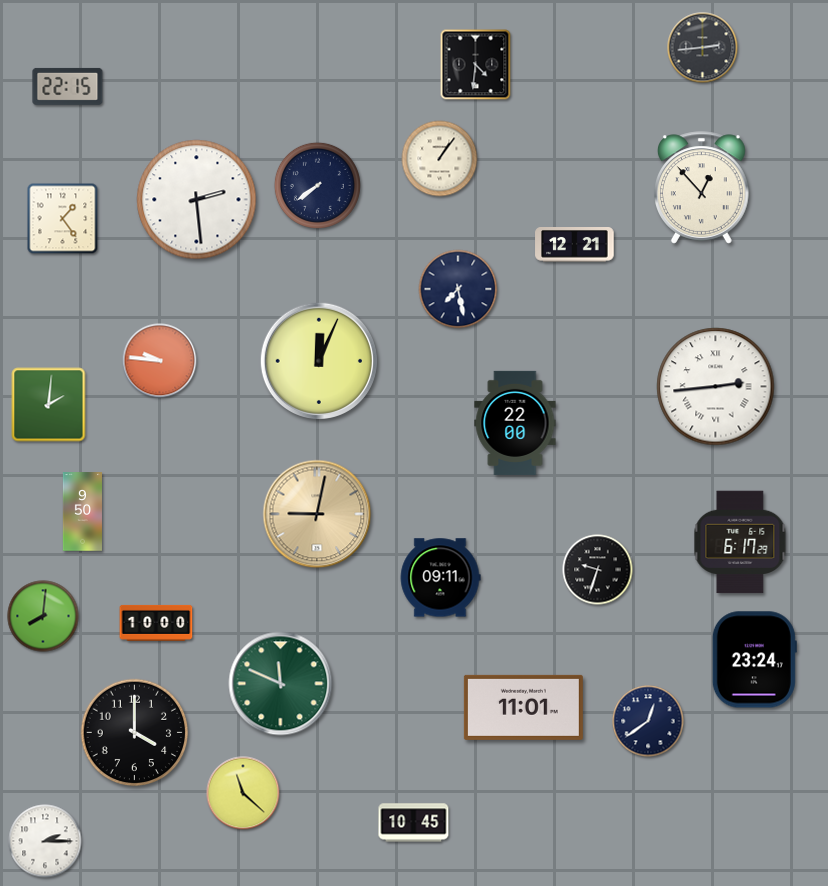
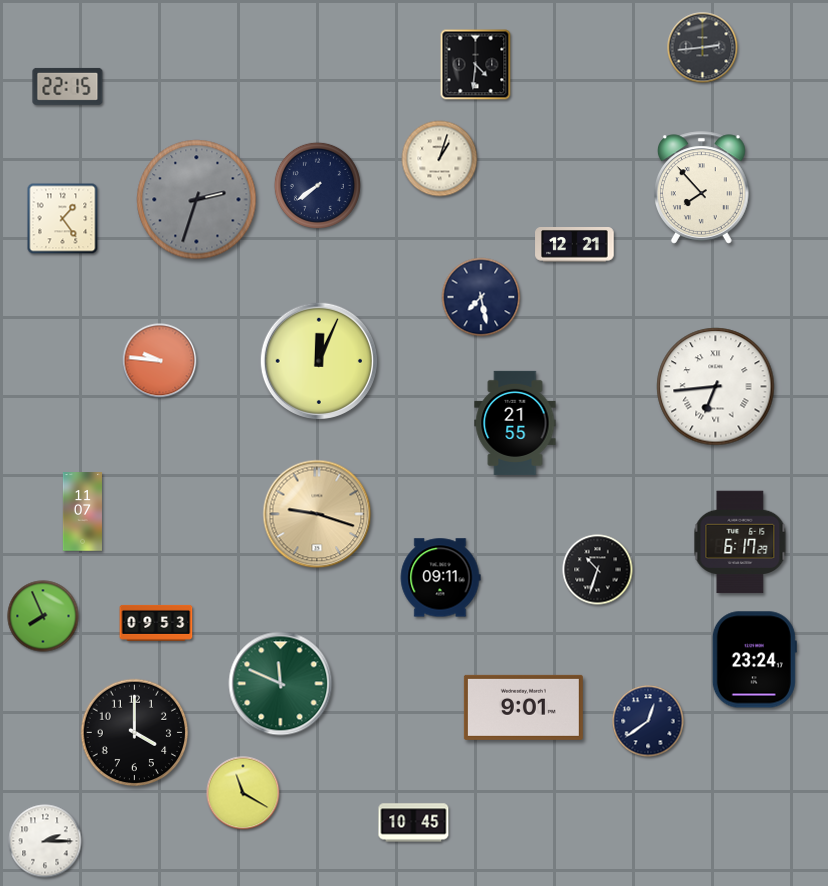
clock at (440, 159): 1:06 -> 1:03
clock at (702, 188): 12:53 -> 7:53
clock at (197, 200): 2:29 -> 2:33
clock at (197, 200) dial: white -> grey
clock at (458, 289) position: (458, 289) -> (481, 297)
clock at (716, 387): 2:44 -> 6:44
clock at (49, 405): 2:01 -> none
clock at (515, 423): 22:00 -> 21:55
clock at (82, 512): 9:50 -> 11:07
clock at (317, 514): 9:02 -> 9:18
clock at (598, 570): 9:33 -> 10:33
clock at (43, 616): 8:01 -> 7:56
clock at (156, 623): 10:00 -> 09:53
clock at (523, 707): 11:01 -> 9:01
clock at (243, 793): 11:22 -> 11:20
